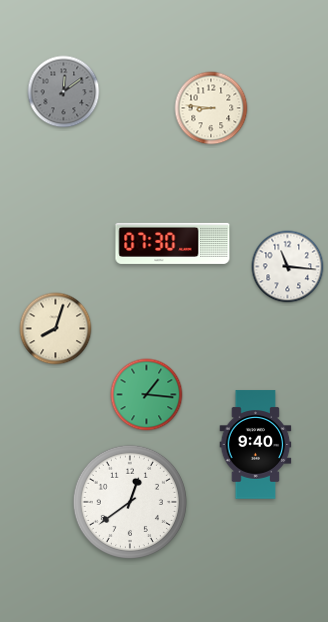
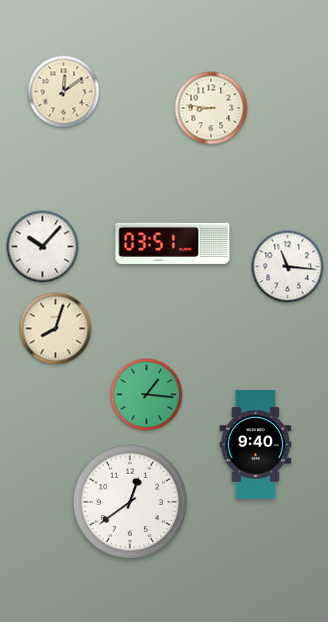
clock at (64, 92) dial: grey -> cream
clock at (173, 243): 07:30 -> 03:51
clock at (43, 247): none -> 10:07
